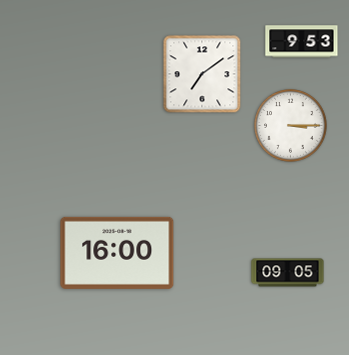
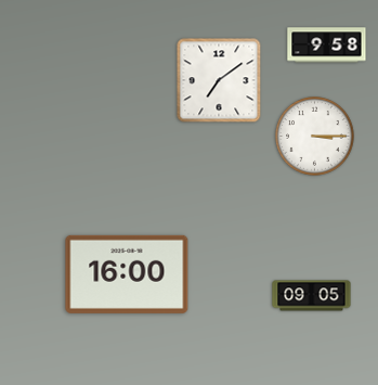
clock at (302, 42): 9:53 -> 9:58
